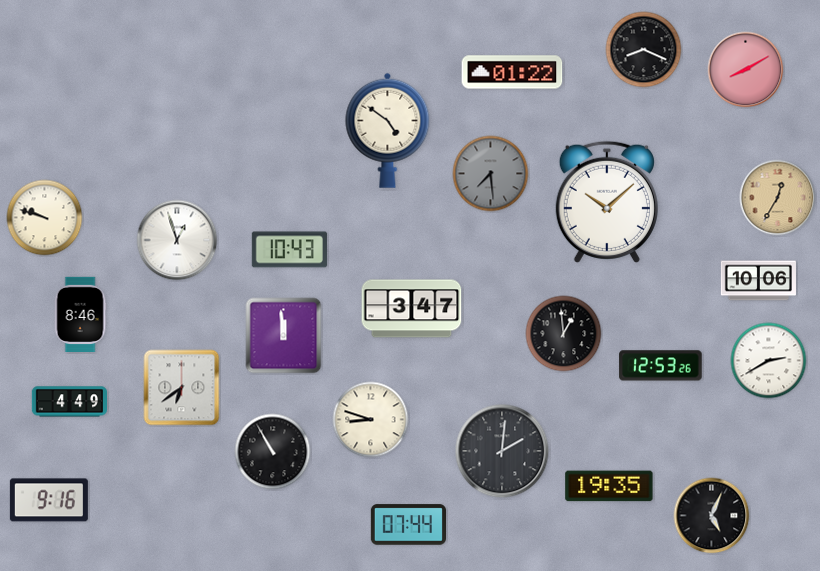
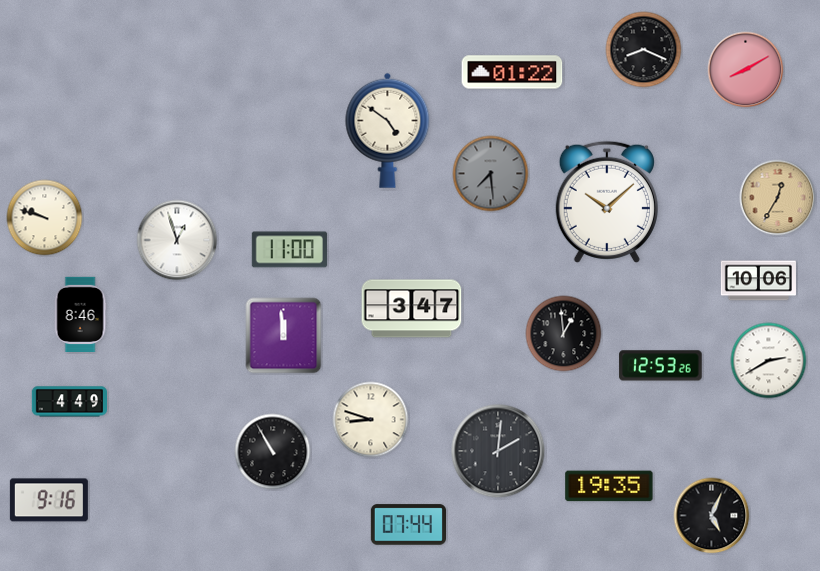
clock at (289, 250): 10:43 -> 11:00
clock at (182, 388): 6:39 -> none
clock at (502, 451) position: (502, 451) -> (498, 451)
